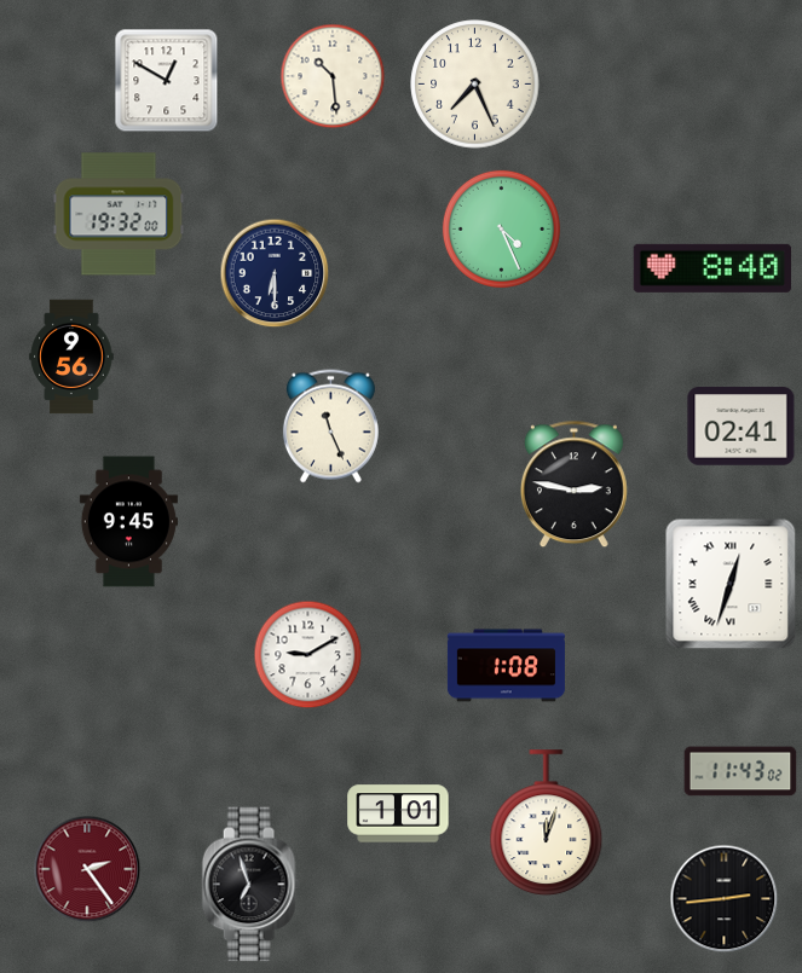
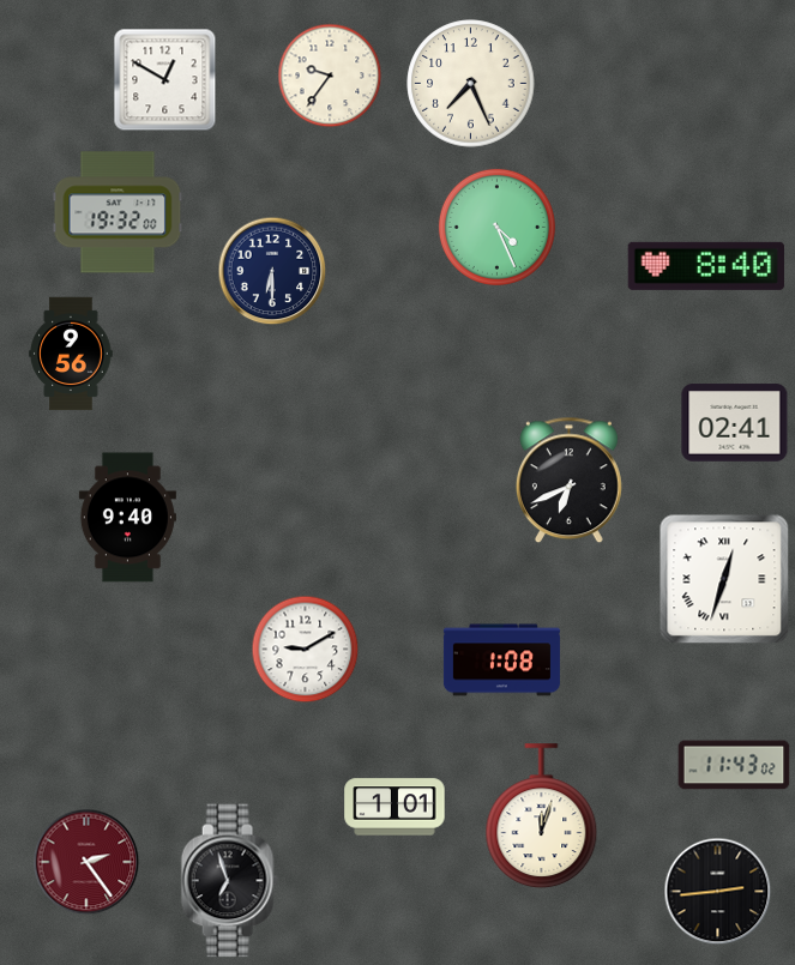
clock at (333, 76): 10:29 -> 9:36
clock at (330, 427): 11:26 -> none
clock at (573, 485): 2:47 -> 6:41
clock at (128, 522): 9:45 -> 9:40
clock at (250, 885) position: (250, 885) -> (229, 881)
